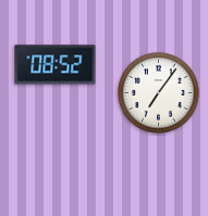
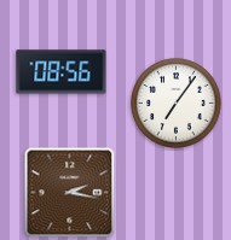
clock at (56, 65): 08:52 -> 08:56
clock at (70, 193): none -> 2:17
